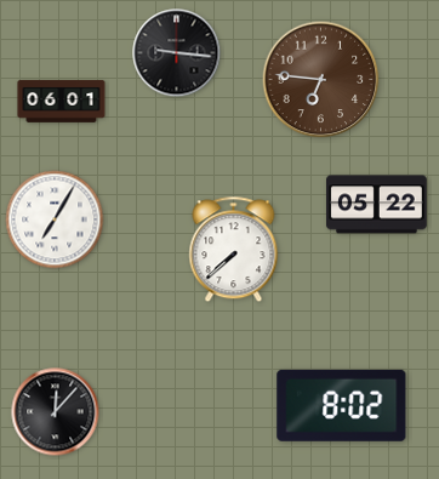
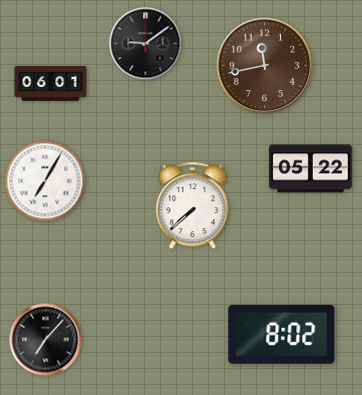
clock at (177, 53): 9:16 -> 9:09
clock at (321, 80): 6:46 -> 11:43
clock at (56, 412): 12:07 -> 7:07
